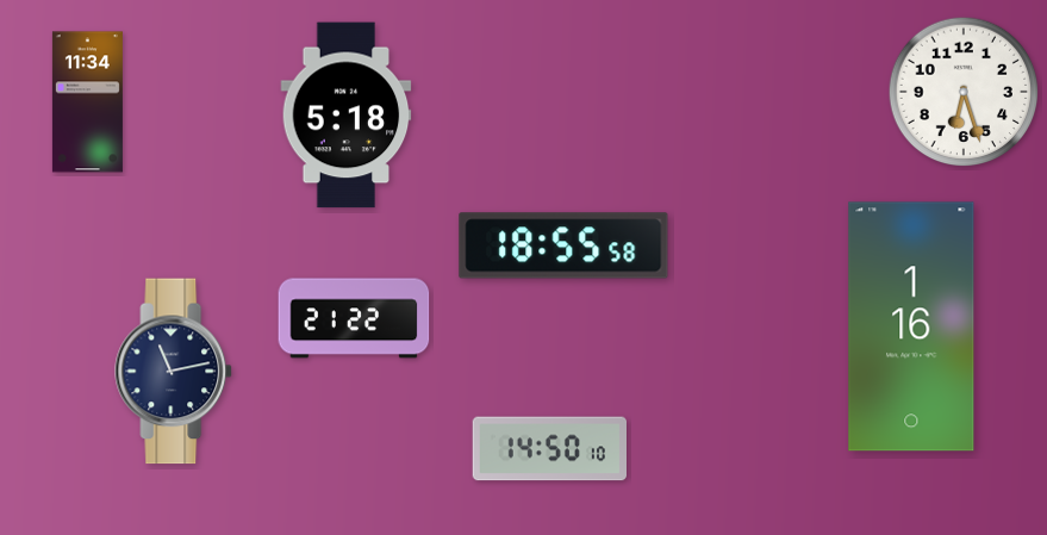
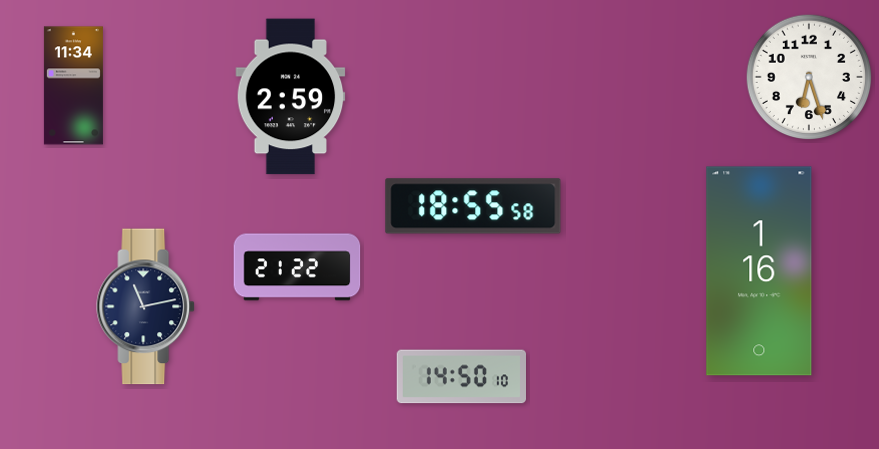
clock at (347, 116): 5:18 -> 2:59
clock at (911, 326) position: (911, 326) -> (759, 271)
clock at (174, 372) position: (174, 372) -> (146, 307)
